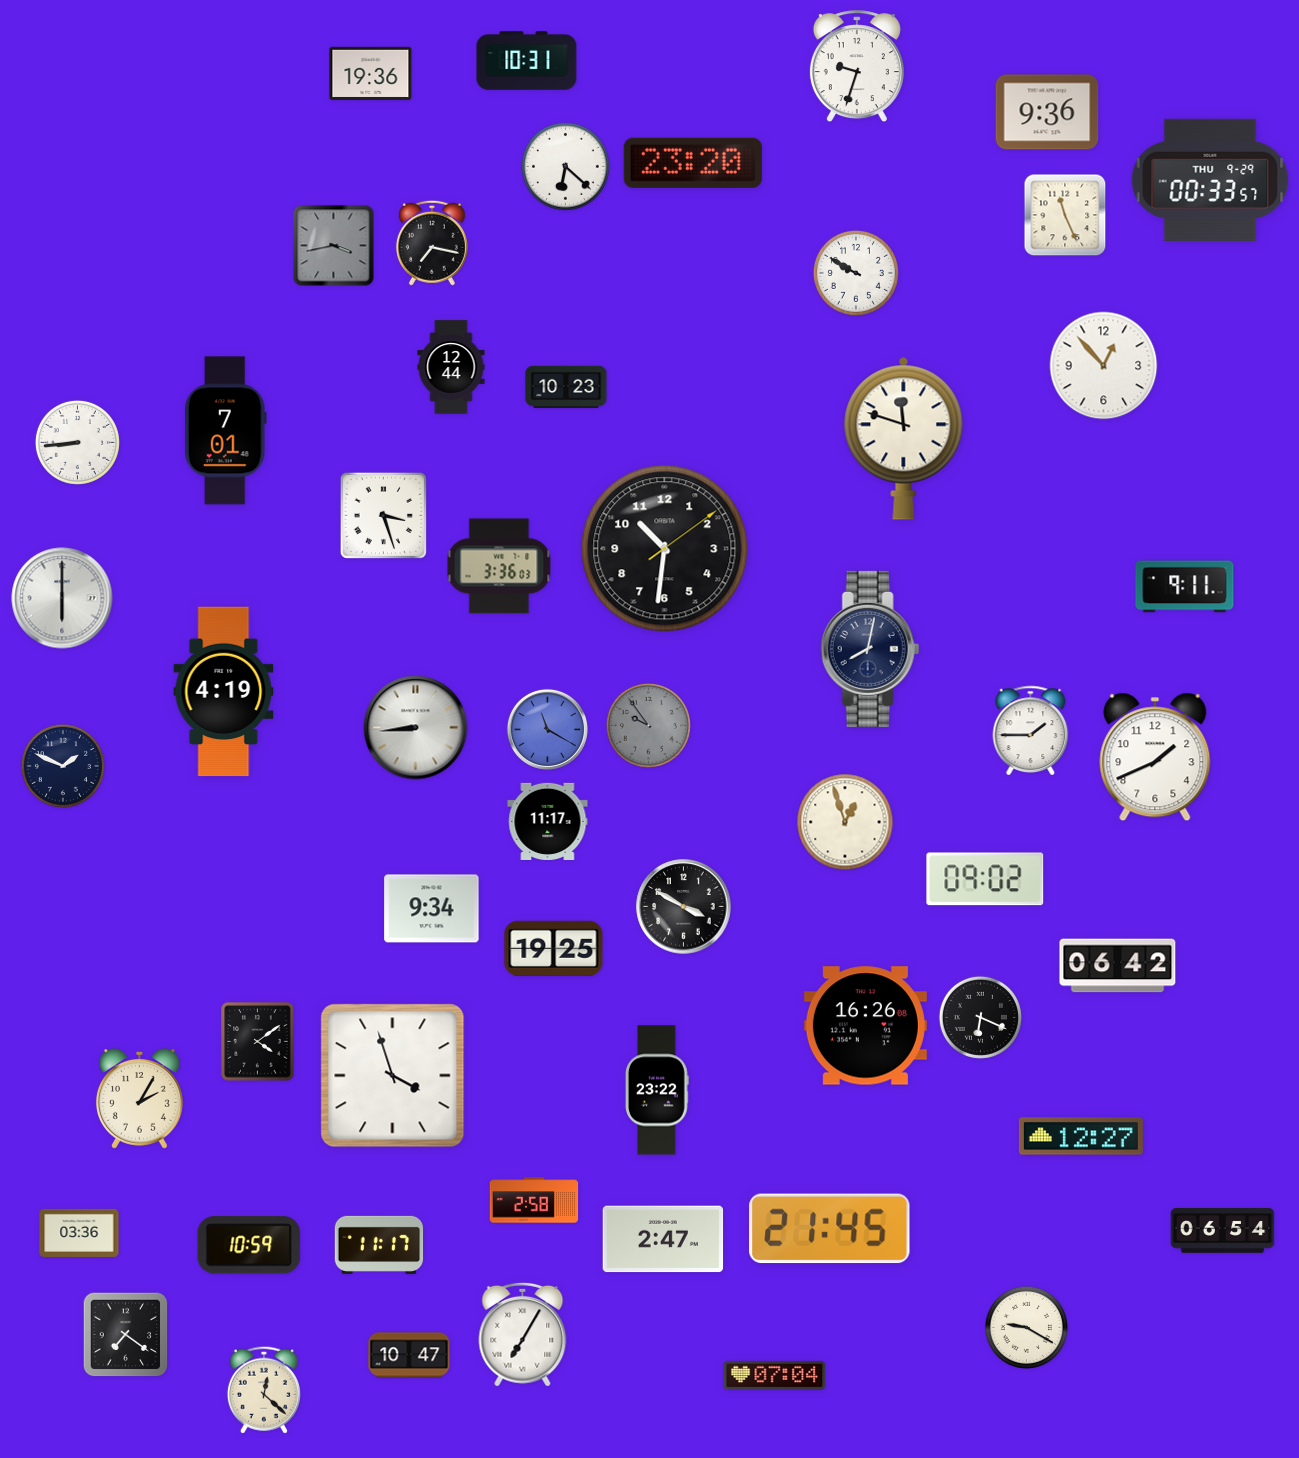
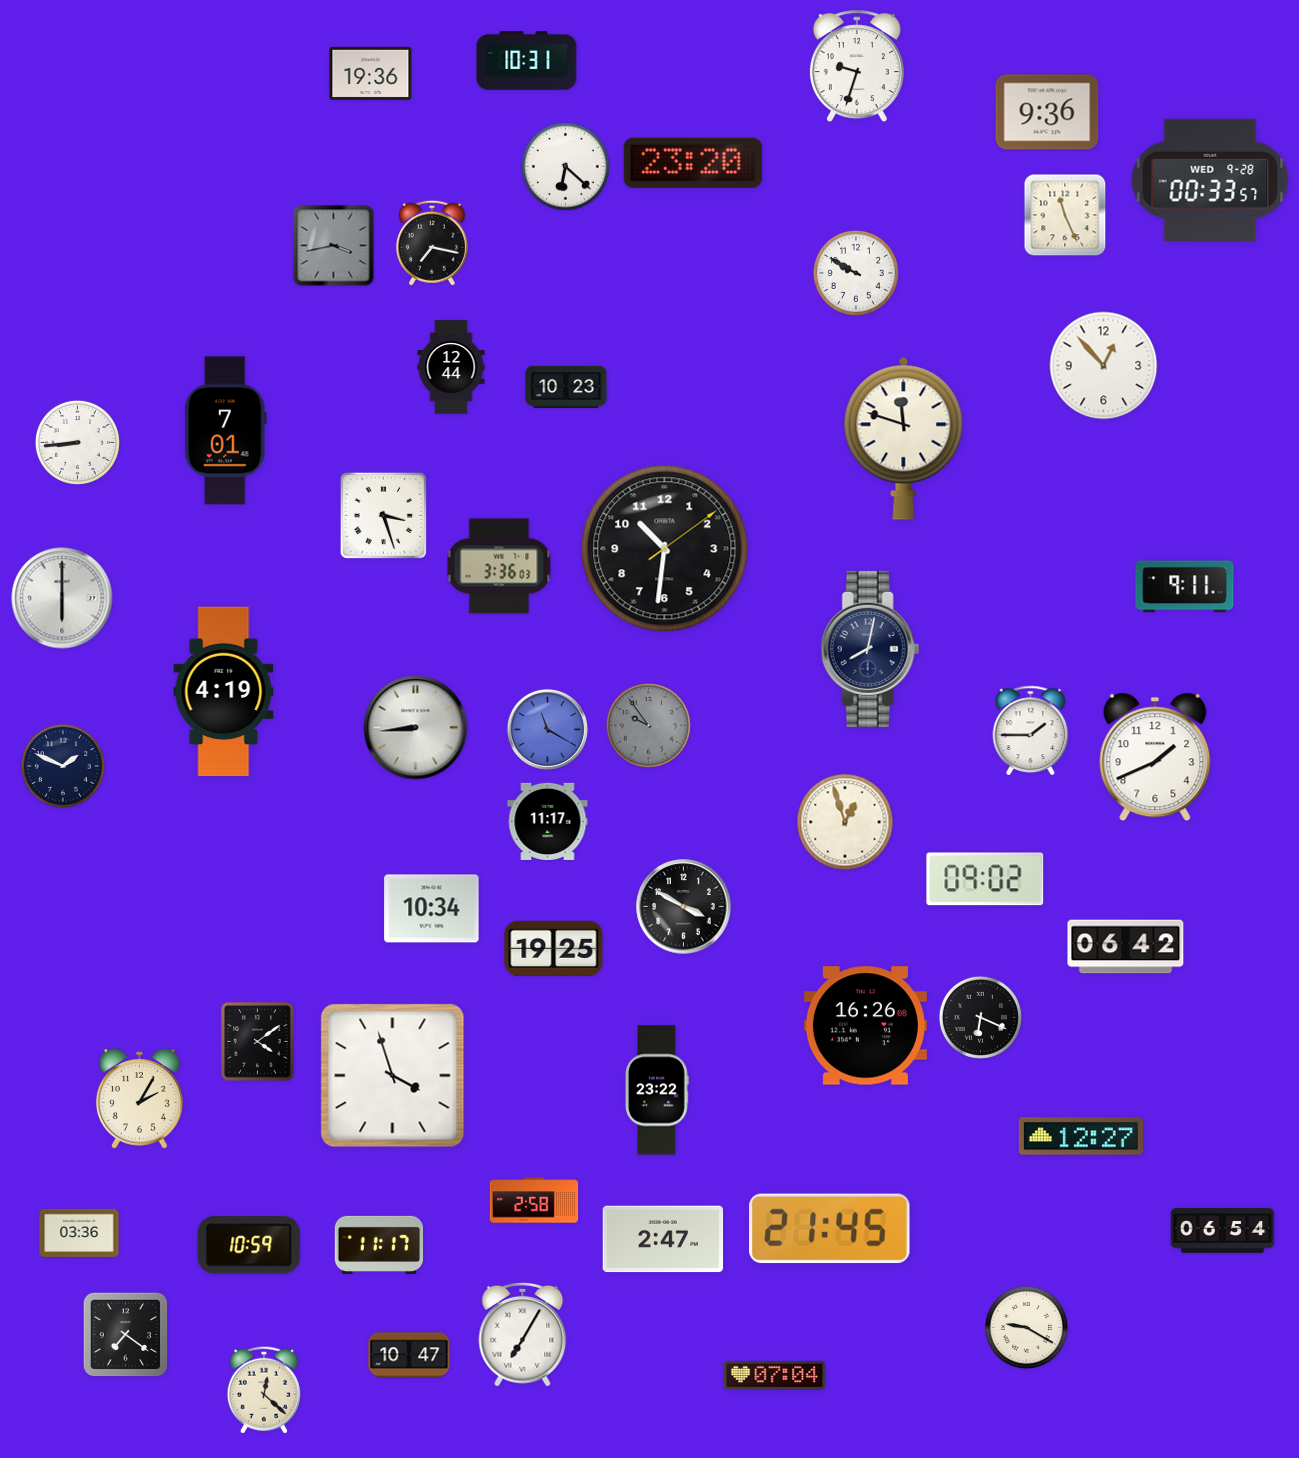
clock at (1210, 180) date: THU 9-29 -> WED 9-28
clock at (432, 909): 9:34 -> 10:34
clock at (1118, 966) position: (1118, 966) -> (1126, 947)
